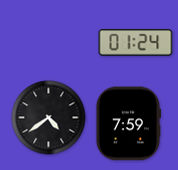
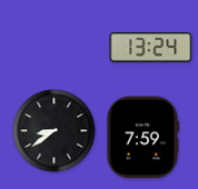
clock at (136, 43): 01:24 -> 13:24
clock at (49, 118): 4:39 -> 8:39
